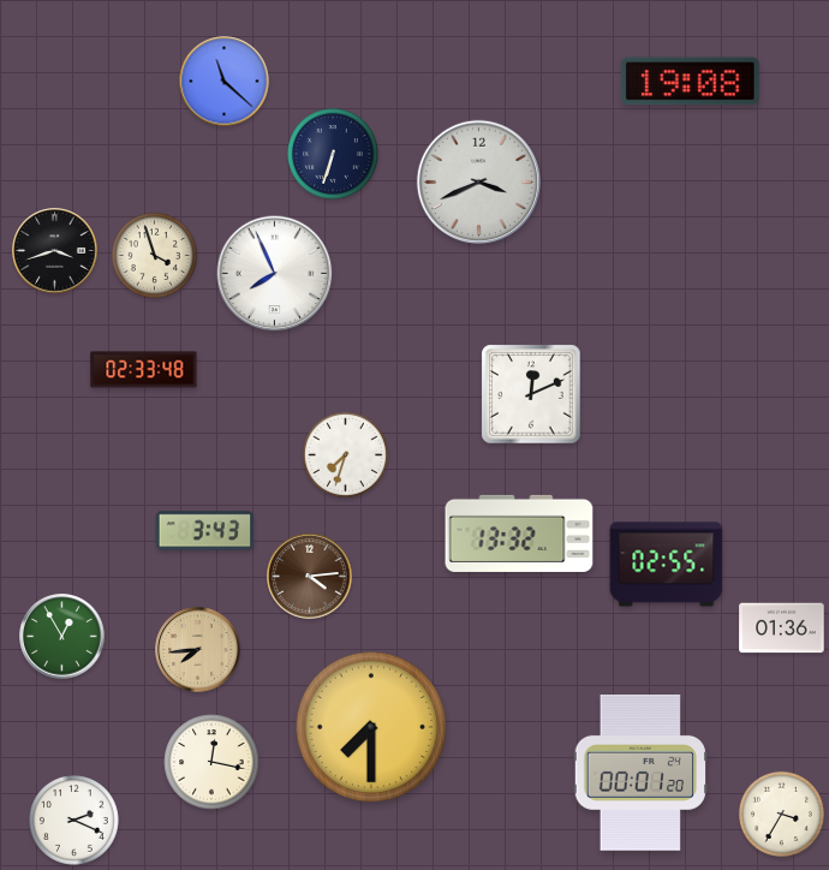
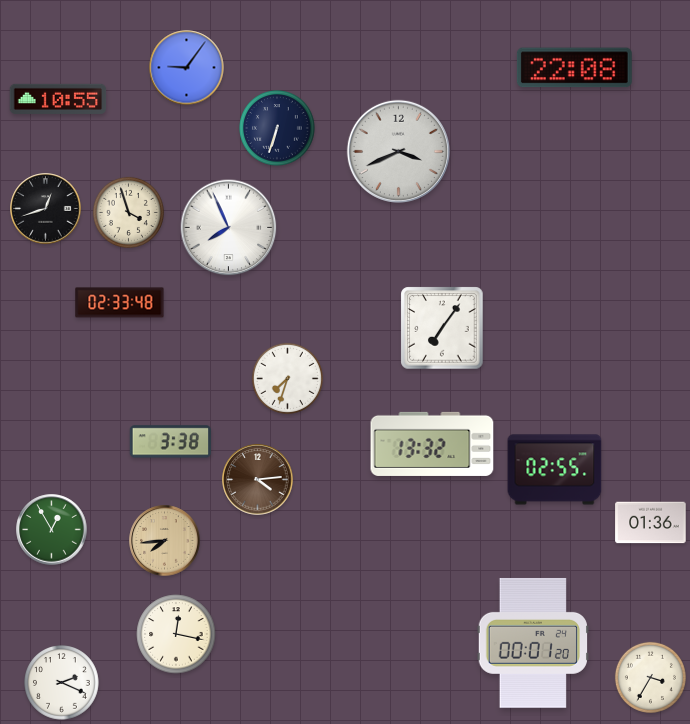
clock at (225, 82): 11:22 -> 9:06
clock at (690, 82): 19:08 -> 22:08
clock at (58, 99): none -> 10:55
clock at (55, 251): 3:42 -> 12:42
clock at (144, 370) position: (144, 370) -> (120, 303)
clock at (531, 394): 12:11 -> 7:06
clock at (204, 531): 3:43 -> 3:38
clock at (370, 726): 7:30 -> none
